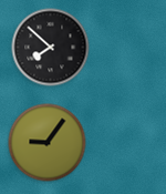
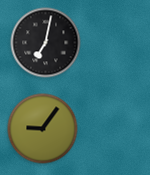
clock at (51, 48): 7:52 -> 7:02
